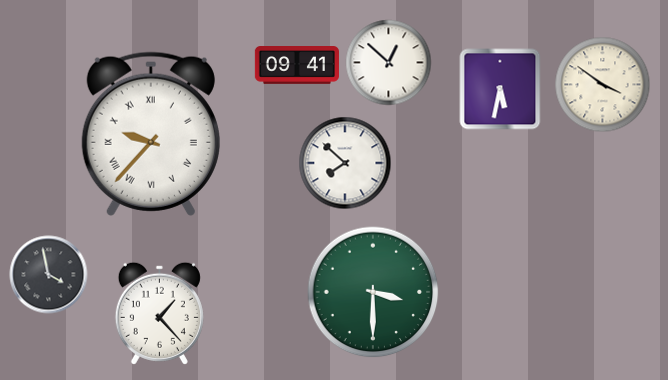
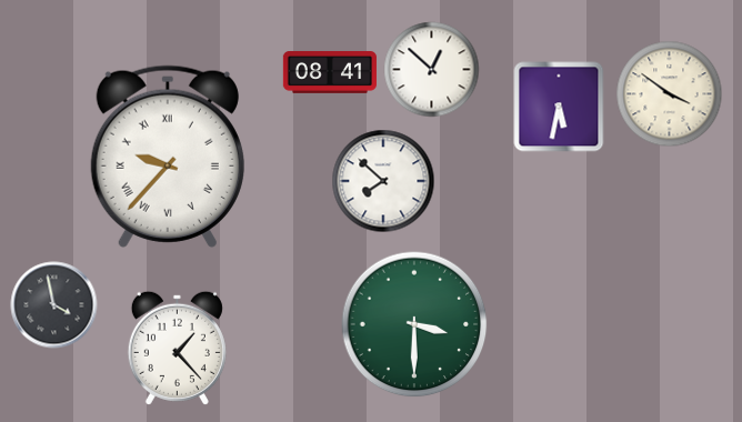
clock at (297, 66): 09:41 -> 08:41
clock at (500, 89) position: (500, 89) -> (559, 107)
clock at (151, 134) position: (151, 134) -> (168, 157)
